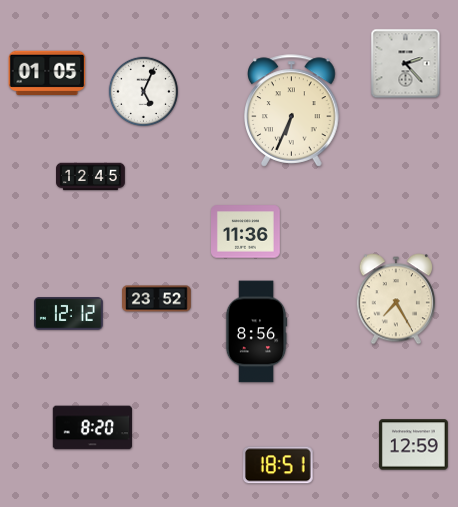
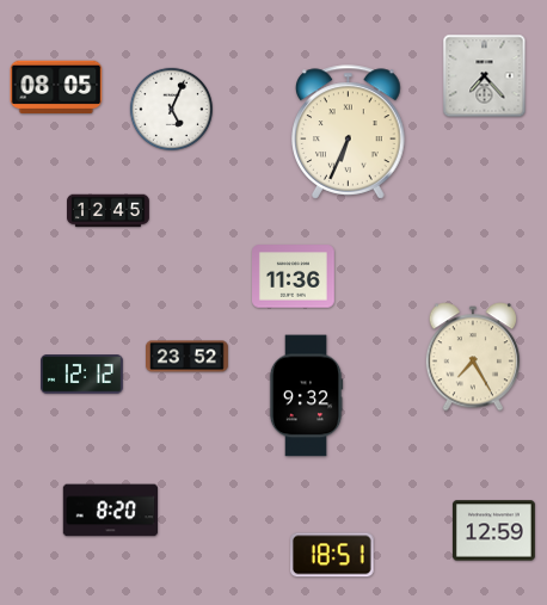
clock at (406, 64): 2:23 -> 7:23
clock at (47, 73): 01:05 -> 08:05
clock at (256, 332): 8:56 -> 9:32
